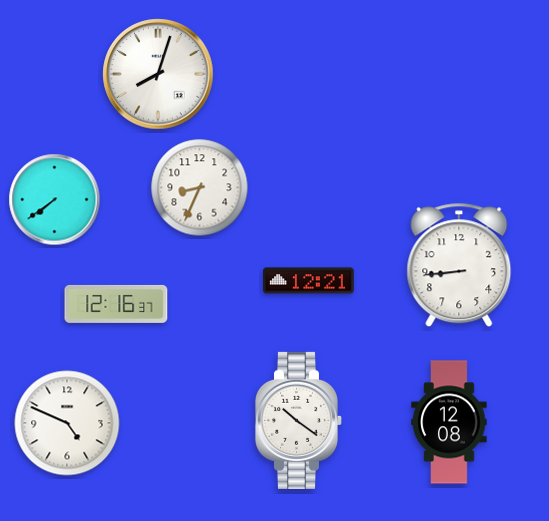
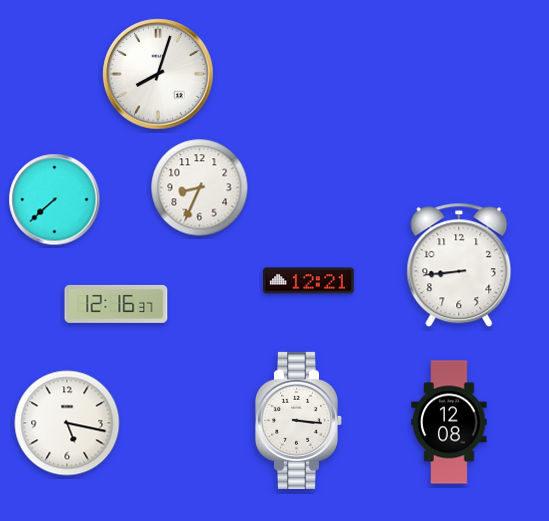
clock at (55, 200): 7:39 -> 7:38
clock at (298, 420): 10:21 -> 3:16
clock at (67, 423): 4:49 -> 5:17
